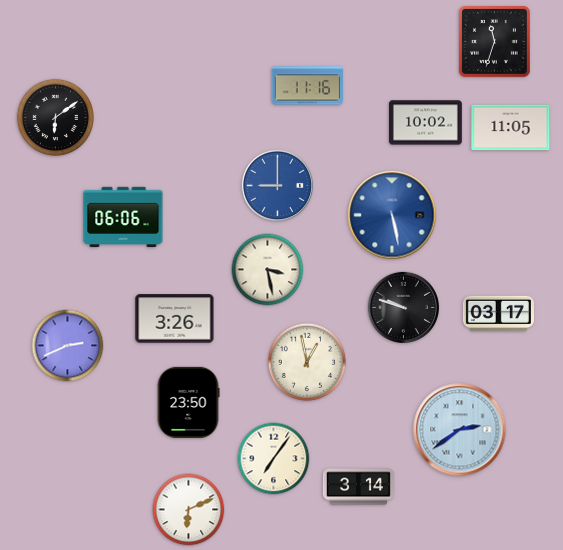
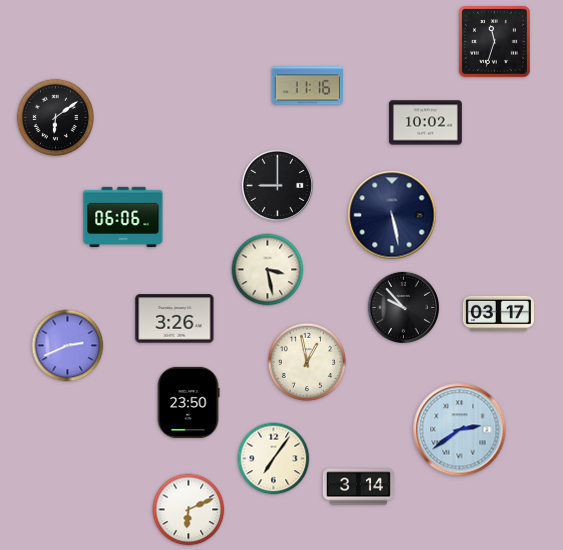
clock at (511, 128): 11:05 -> none
clock at (277, 185) dial: blue -> black
clock at (392, 215) dial: blue -> navy
clock at (403, 307): 9:48 -> 9:53
